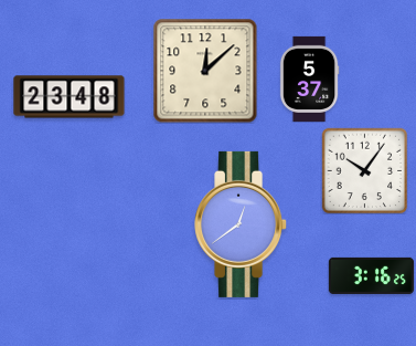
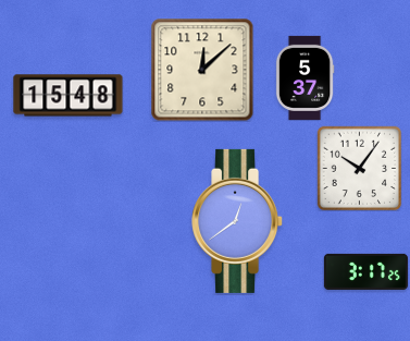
clock at (70, 97): 23:48 -> 15:48
clock at (371, 275): 3:16 -> 3:17
